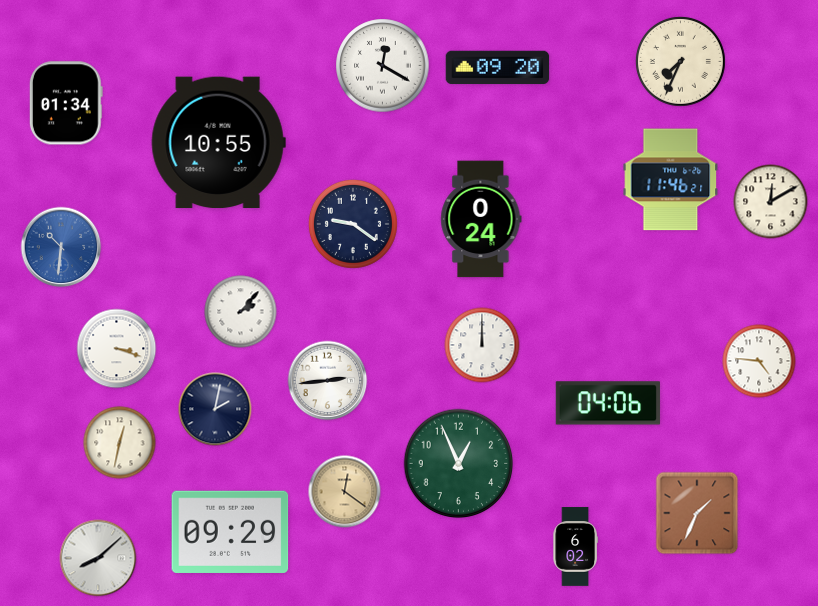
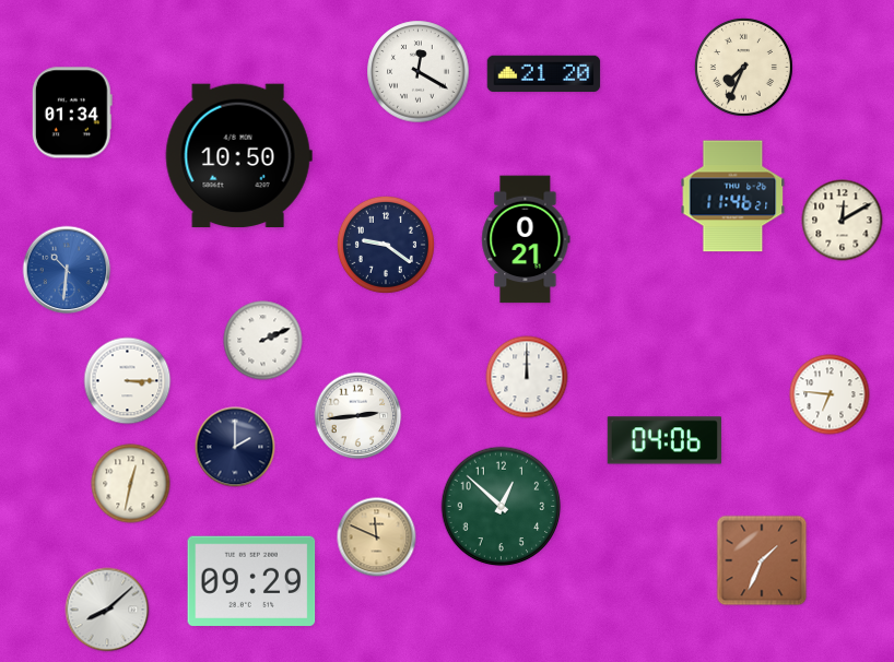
clock at (498, 68): 09:20 -> 21:20
clock at (218, 143): 10:55 -> 10:50
clock at (481, 219): 0:24 -> 0:21
clock at (241, 312): 2:07 -> 2:11
clock at (117, 349): 3:18 -> 3:15
clock at (759, 361): 4:46 -> 6:46
clock at (215, 409): 2:02 -> 2:00
clock at (459, 464): 12:56 -> 12:52
clock at (345, 492): 12:21 -> 11:49
clock at (575, 547): 6:02 -> none
